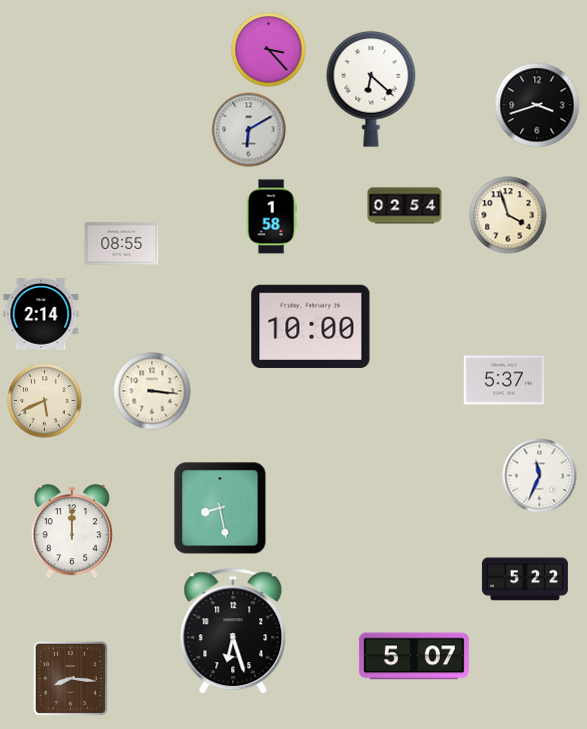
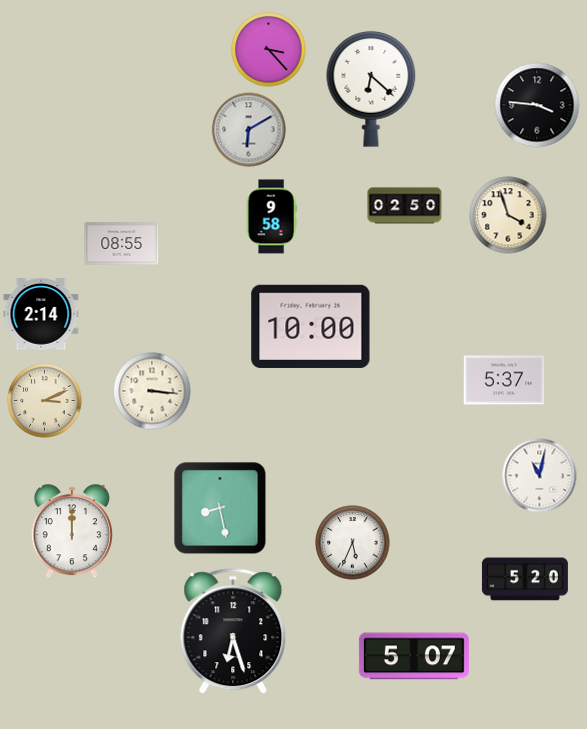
clock at (537, 105): 3:42 -> 3:46
clock at (405, 206): 02:54 -> 02:50
clock at (271, 217): 1:58 -> 9:58
clock at (45, 401): 5:41 -> 3:11
clock at (540, 476): 11:34 -> 11:02
clock at (353, 543): none -> 5:34
clock at (525, 579): 5:22 -> 5:20
clock at (70, 678): 8:16 -> none
